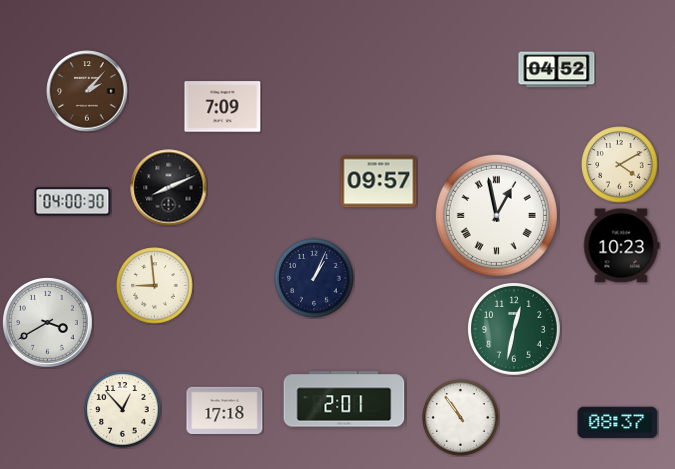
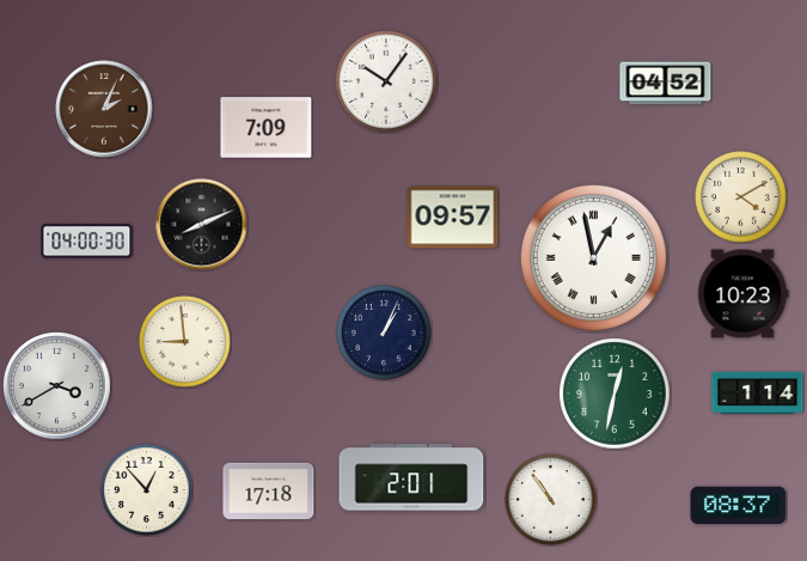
clock at (386, 81): none -> 10:06
clock at (87, 91): 2:07 -> 2:04
clock at (314, 278) position: (314, 278) -> (384, 333)
clock at (758, 392): none -> 1:14
